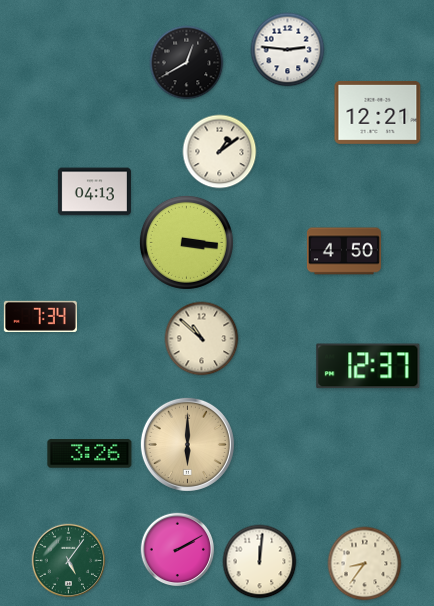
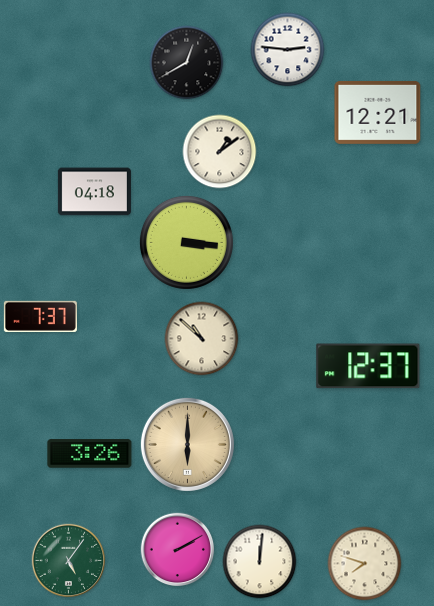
clock at (94, 192): 04:13 -> 04:18
clock at (344, 251): 4:50 -> none
clock at (40, 316): 7:34 -> 7:37
clock at (365, 564): 8:36 -> 7:48
